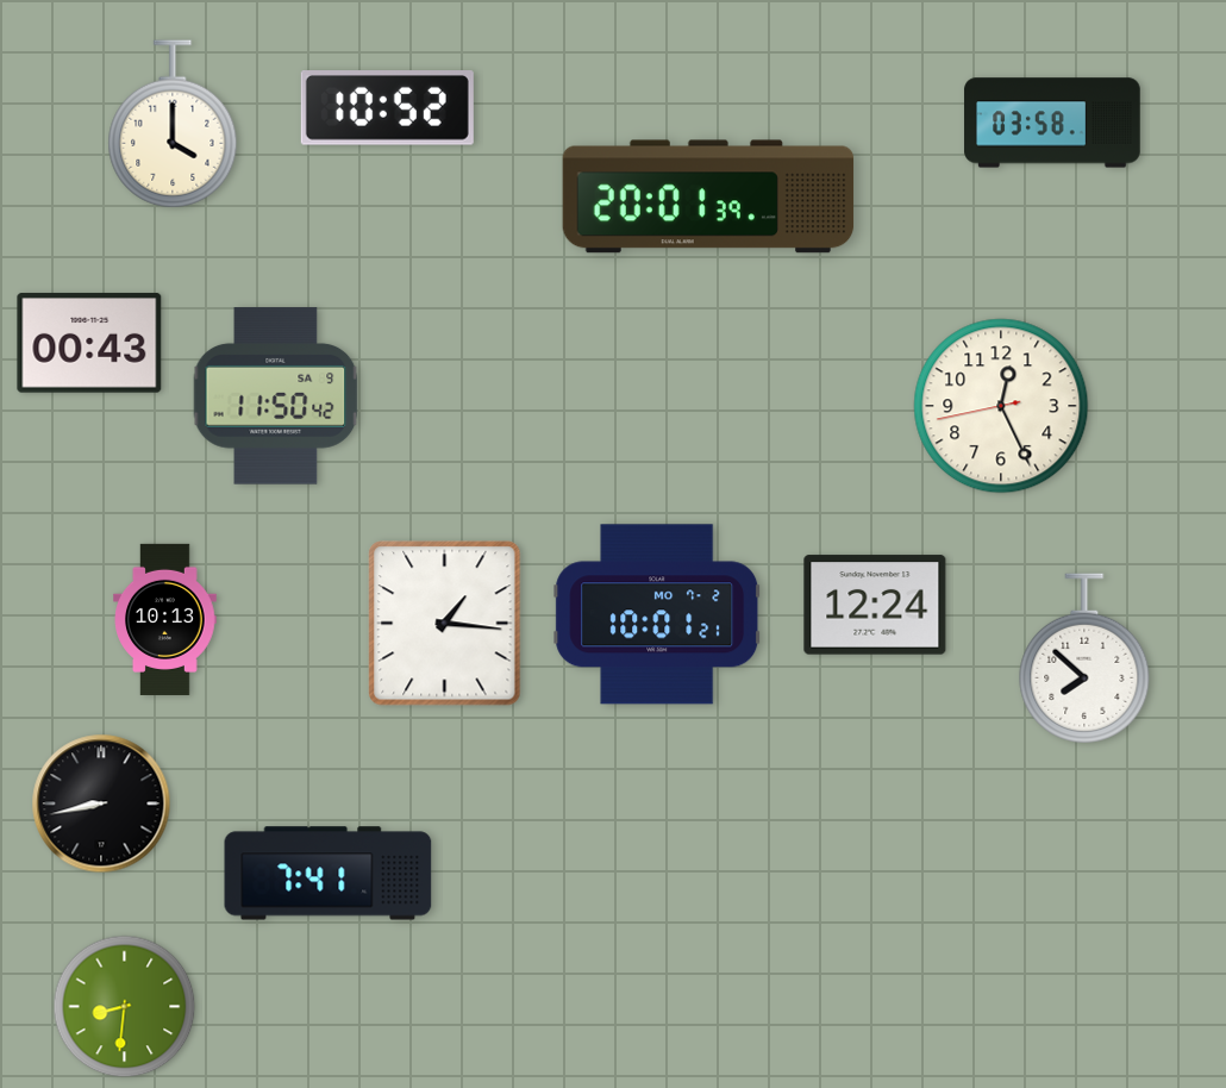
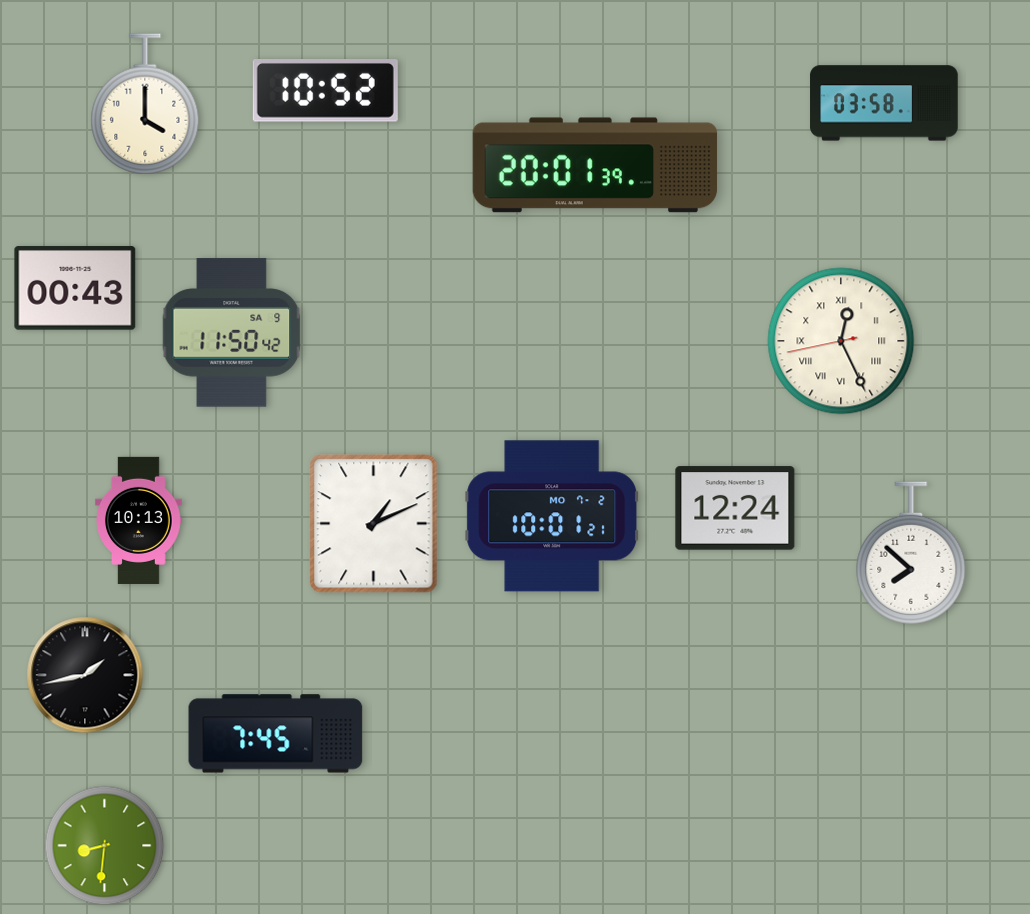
clock at (1001, 406) numerals: Arabic -> Roman
clock at (445, 624): 1:16 -> 1:11
clock at (101, 804): 8:43 -> 1:43
clock at (329, 874): 7:41 -> 7:45
